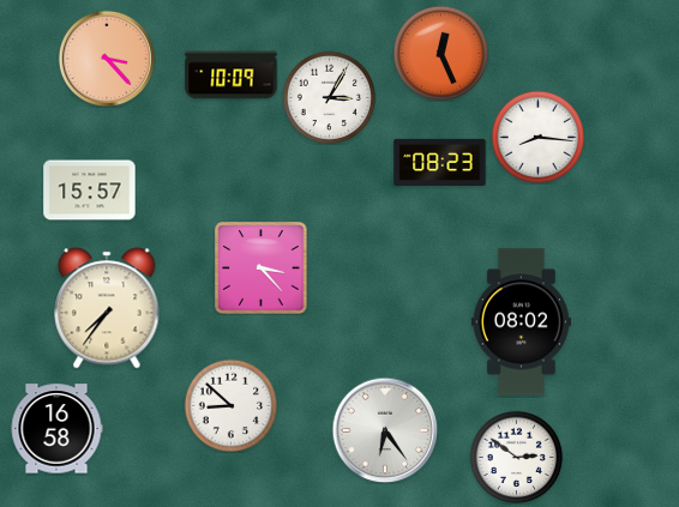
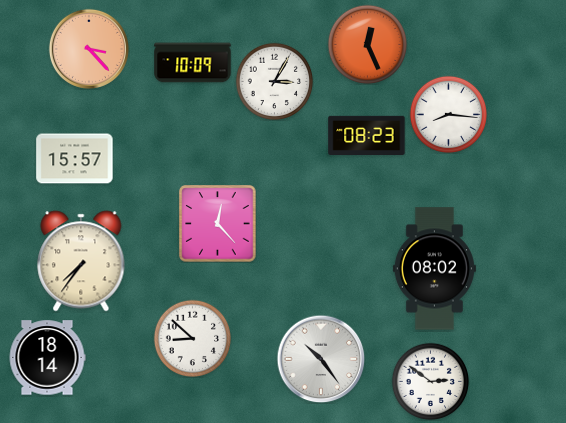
clock at (262, 268): 3:23 -> 12:23
clock at (107, 308) position: (107, 308) -> (81, 261)
clock at (56, 429): 16:58 -> 18:14
clock at (385, 430): 6:24 -> 10:24
